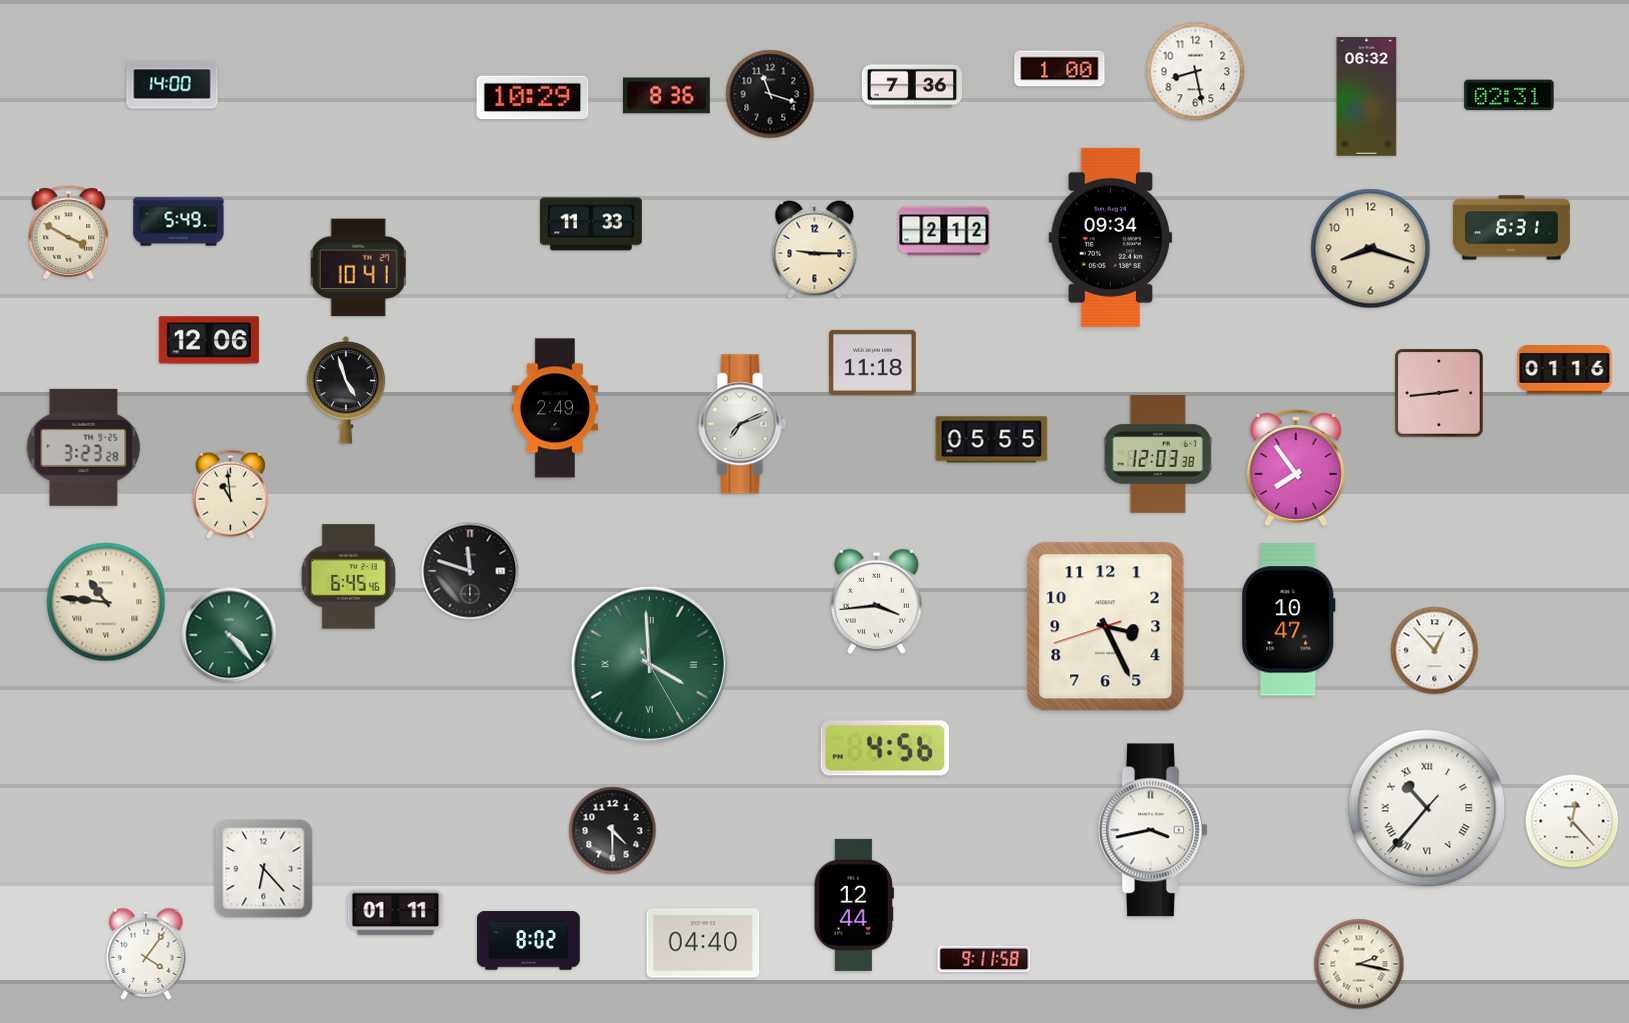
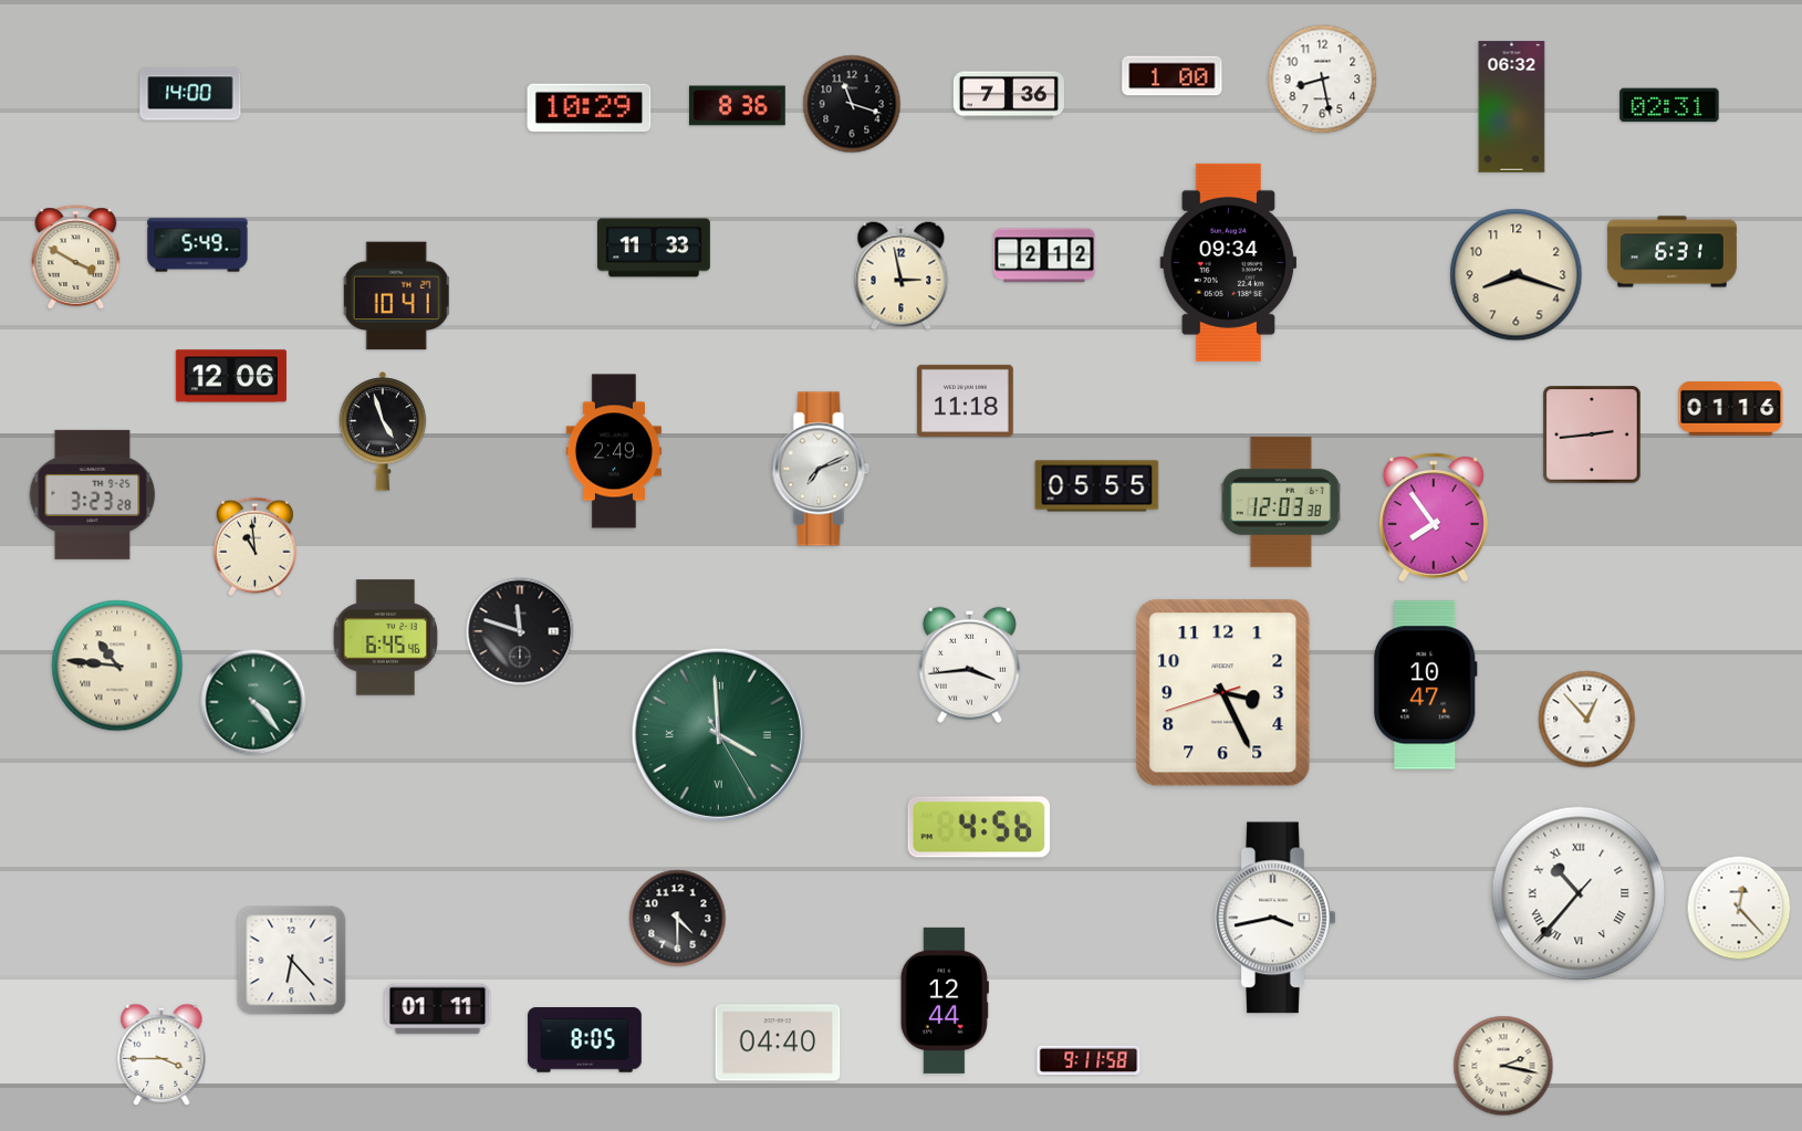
clock at (815, 250): 9:15 -> 2:58
clock at (529, 941): 8:02 -> 8:05
clock at (146, 954): 4:06 -> 3:45
